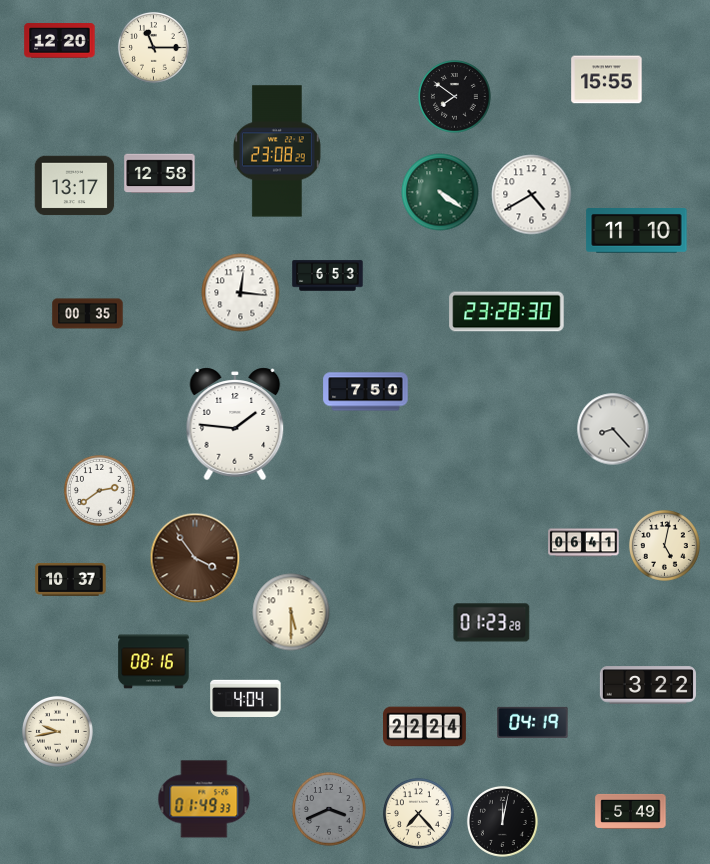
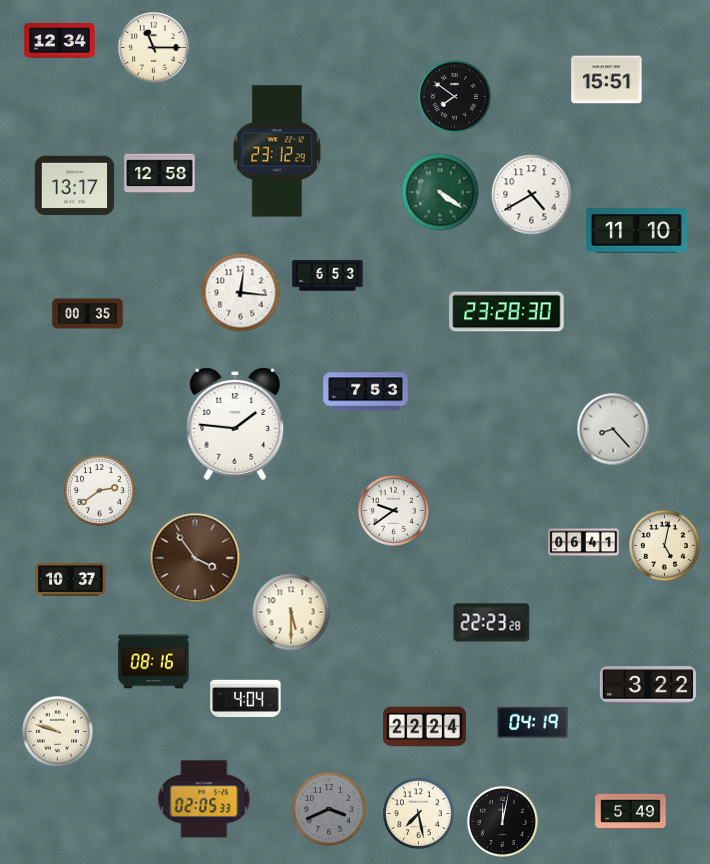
clock at (60, 41): 12:20 -> 12:34
clock at (607, 80): 15:55 -> 15:51
clock at (277, 151): 23:08 -> 23:12
clock at (366, 392): 7:50 -> 7:53
clock at (393, 510): none -> 9:39
clock at (492, 623): 01:23 -> 22:23
clock at (57, 731): 9:43 -> 9:48
clock at (204, 799): 01:49 -> 02:05
clock at (418, 813): 7:23 -> 7:28
